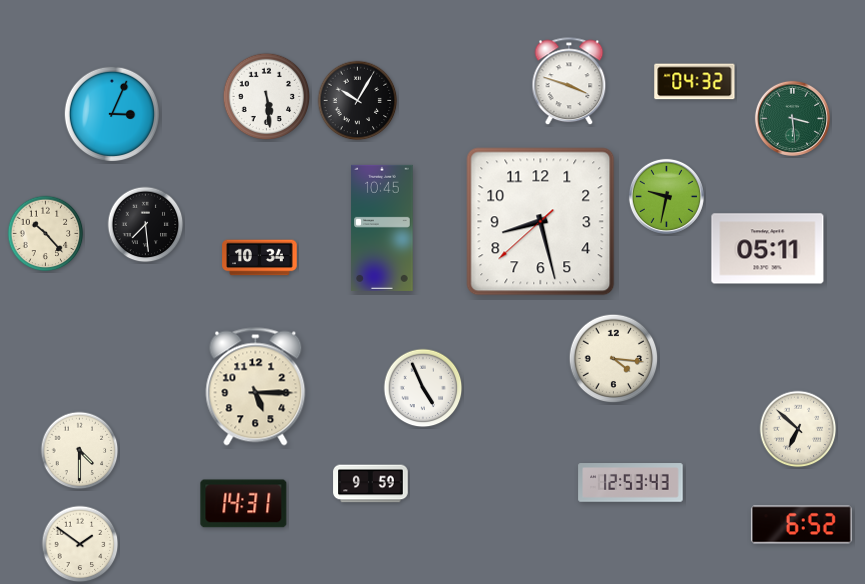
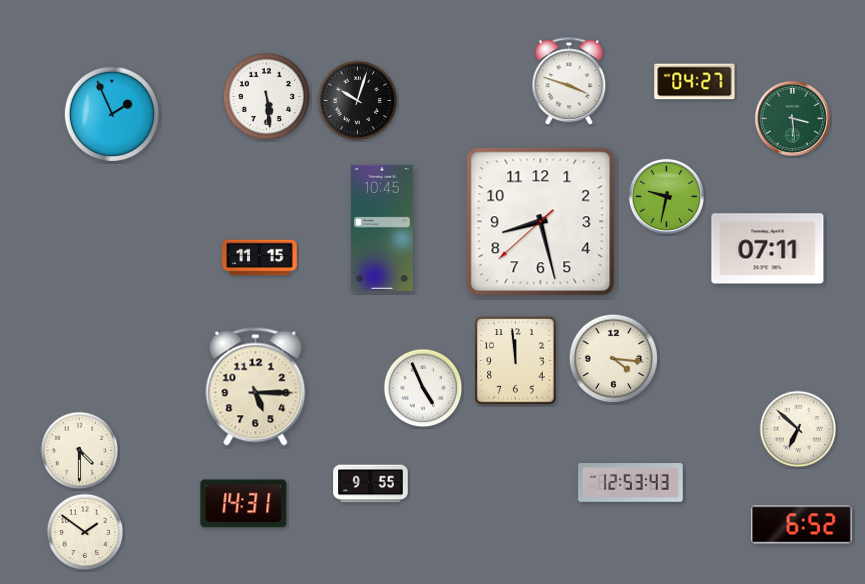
clock at (695, 82): 04:32 -> 04:27
clock at (358, 101): 10:05 -> 10:03
clock at (111, 113): 3:04 -> 1:56
clock at (146, 225): 7:29 -> none
clock at (46, 234): 10:23 -> none
clock at (768, 249): 05:11 -> 07:11
clock at (260, 258): 10:34 -> 11:15
clock at (516, 361): none -> 11:59
clock at (371, 484): 9:59 -> 9:55
clock at (80, 544) position: (80, 544) -> (85, 532)
